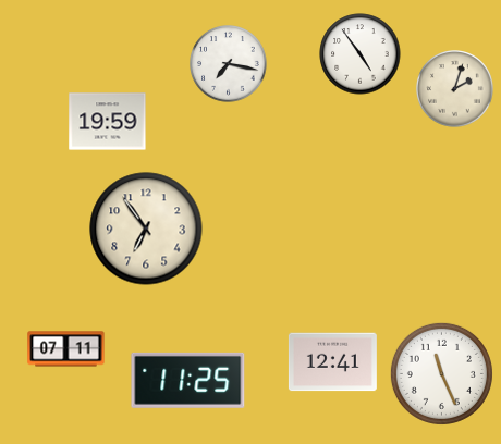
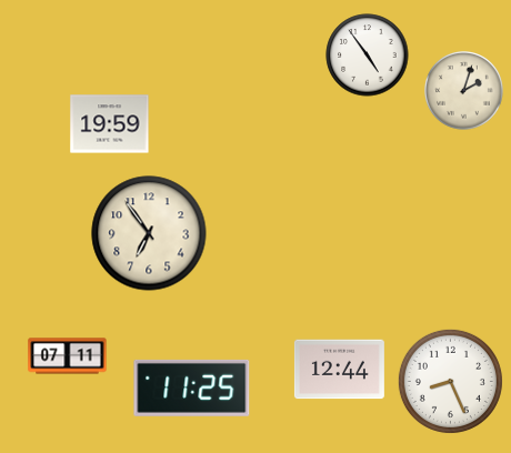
clock at (229, 64): 7:17 -> none
clock at (332, 362): 12:41 -> 12:44
clock at (441, 373): 11:26 -> 8:26
